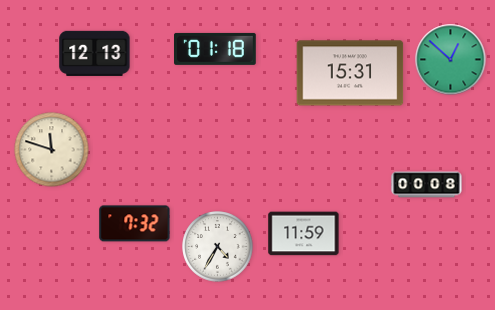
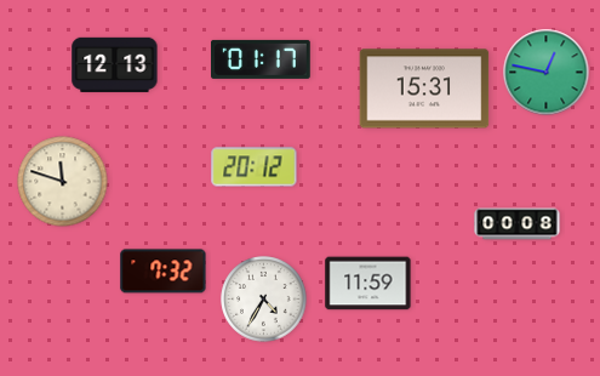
clock at (216, 49): 01:18 -> 01:17
clock at (451, 60): 12:52 -> 12:47
clock at (255, 167): none -> 20:12
